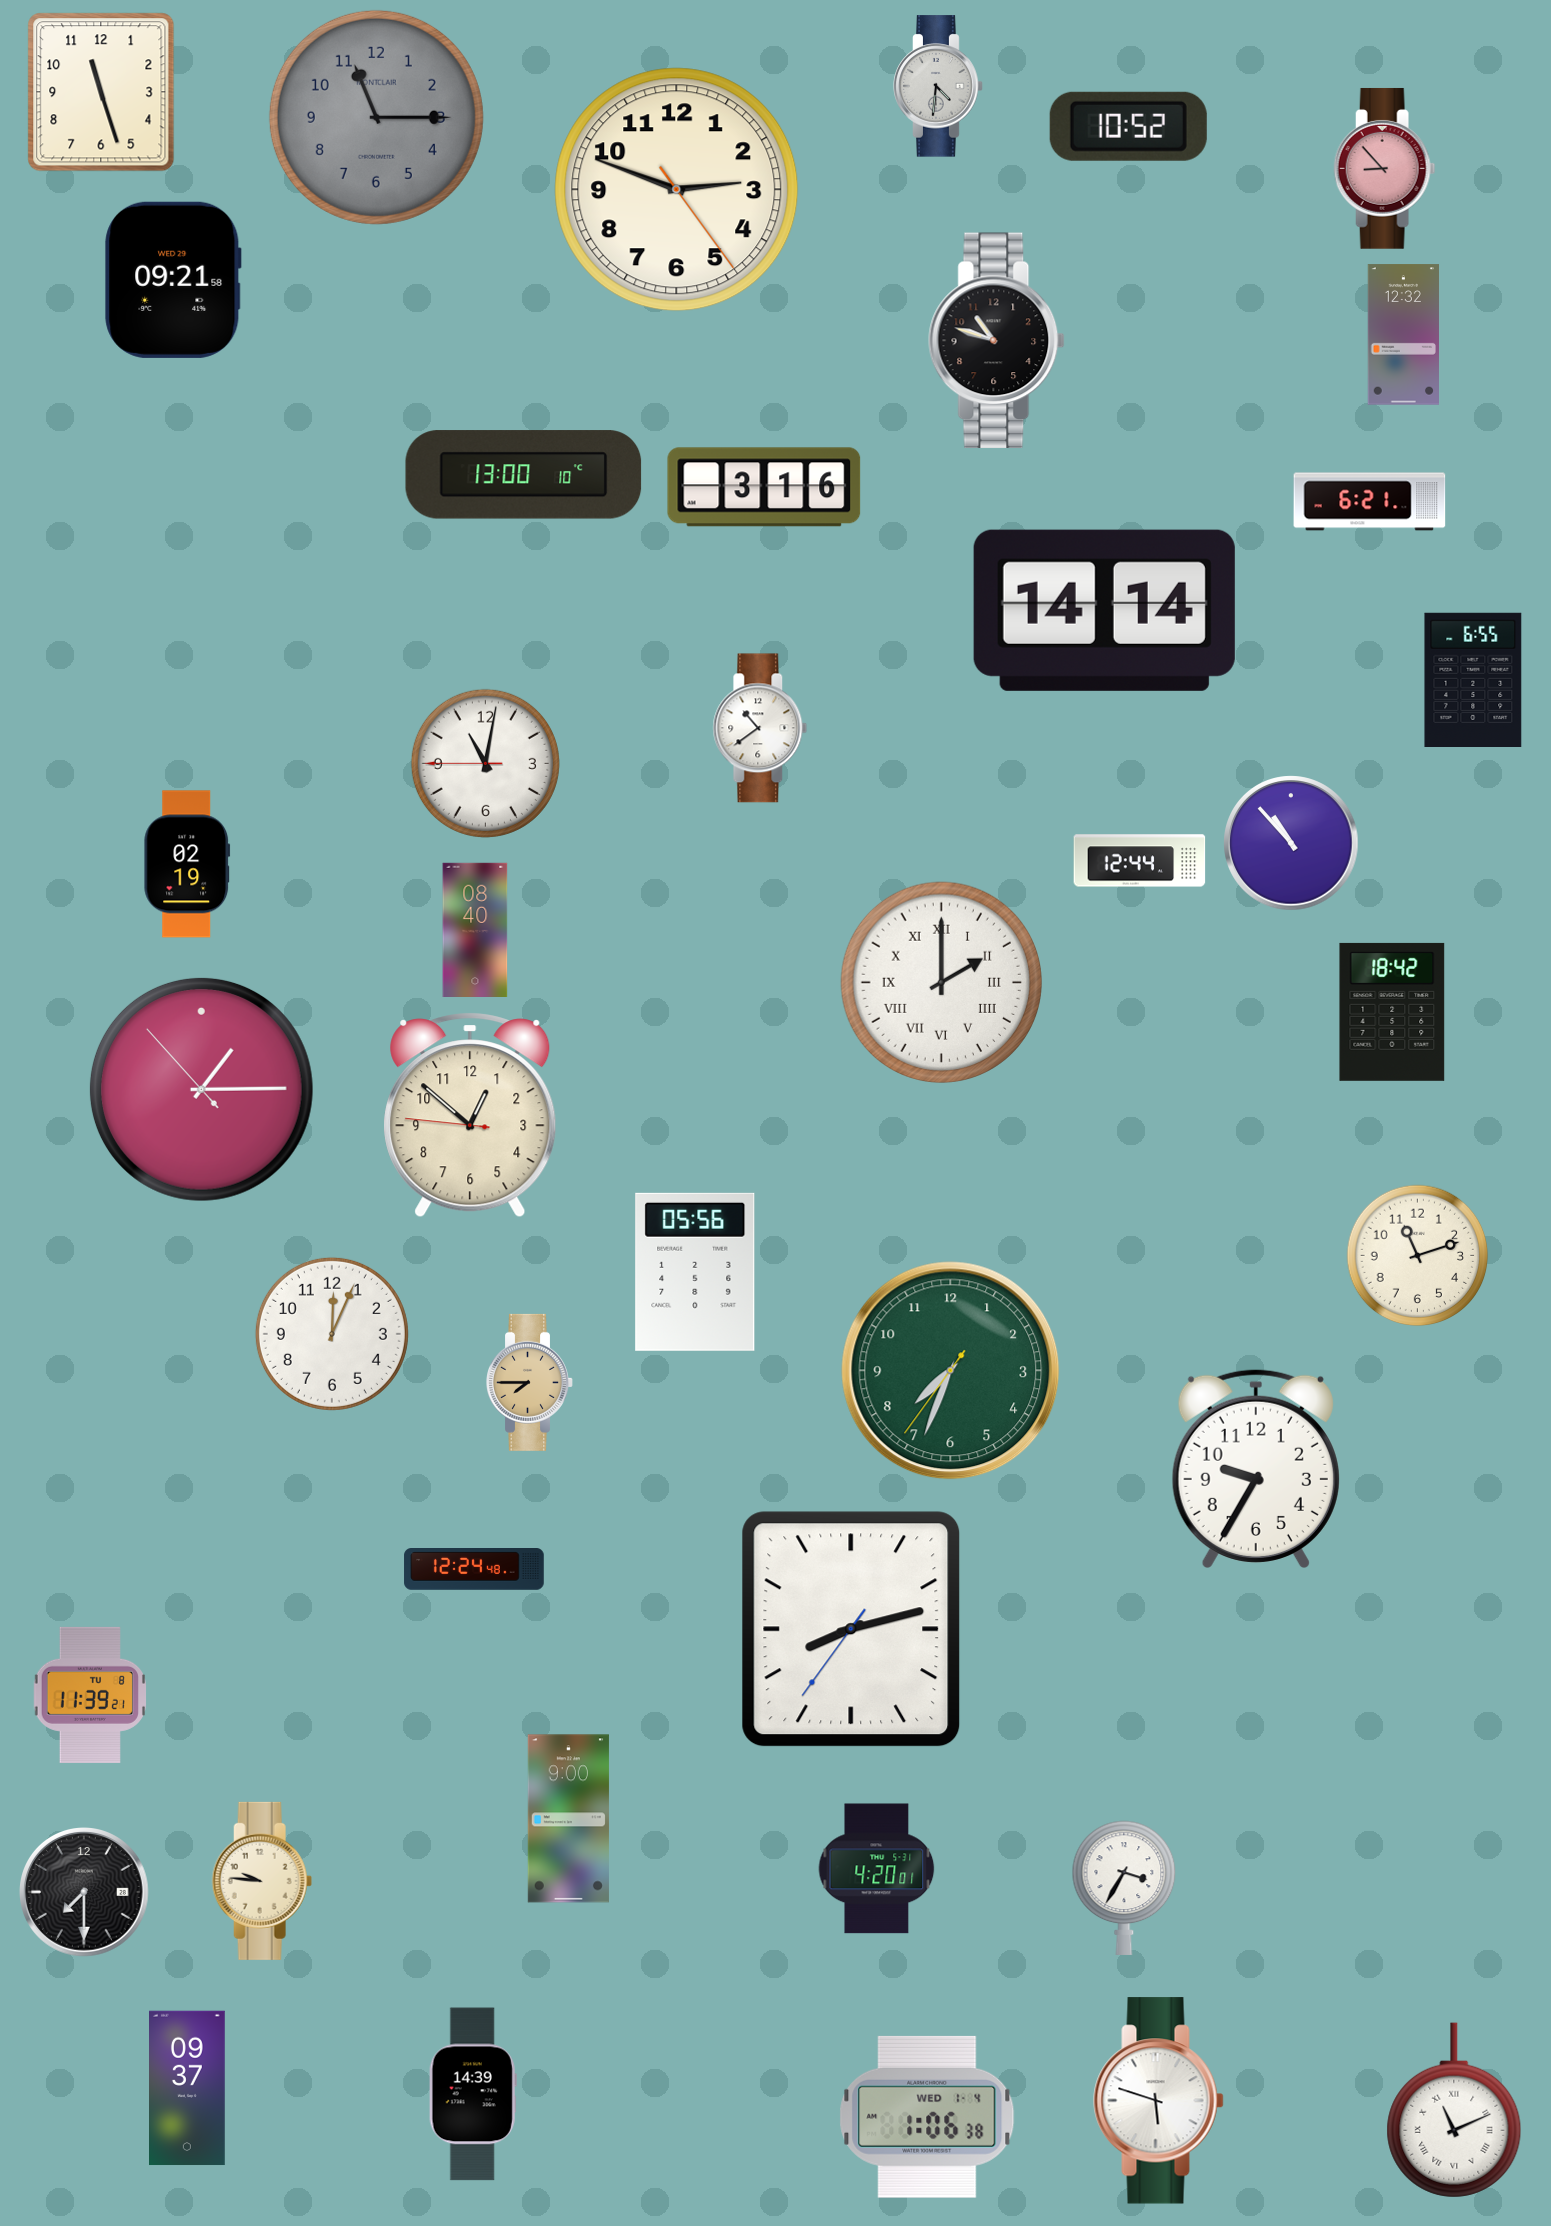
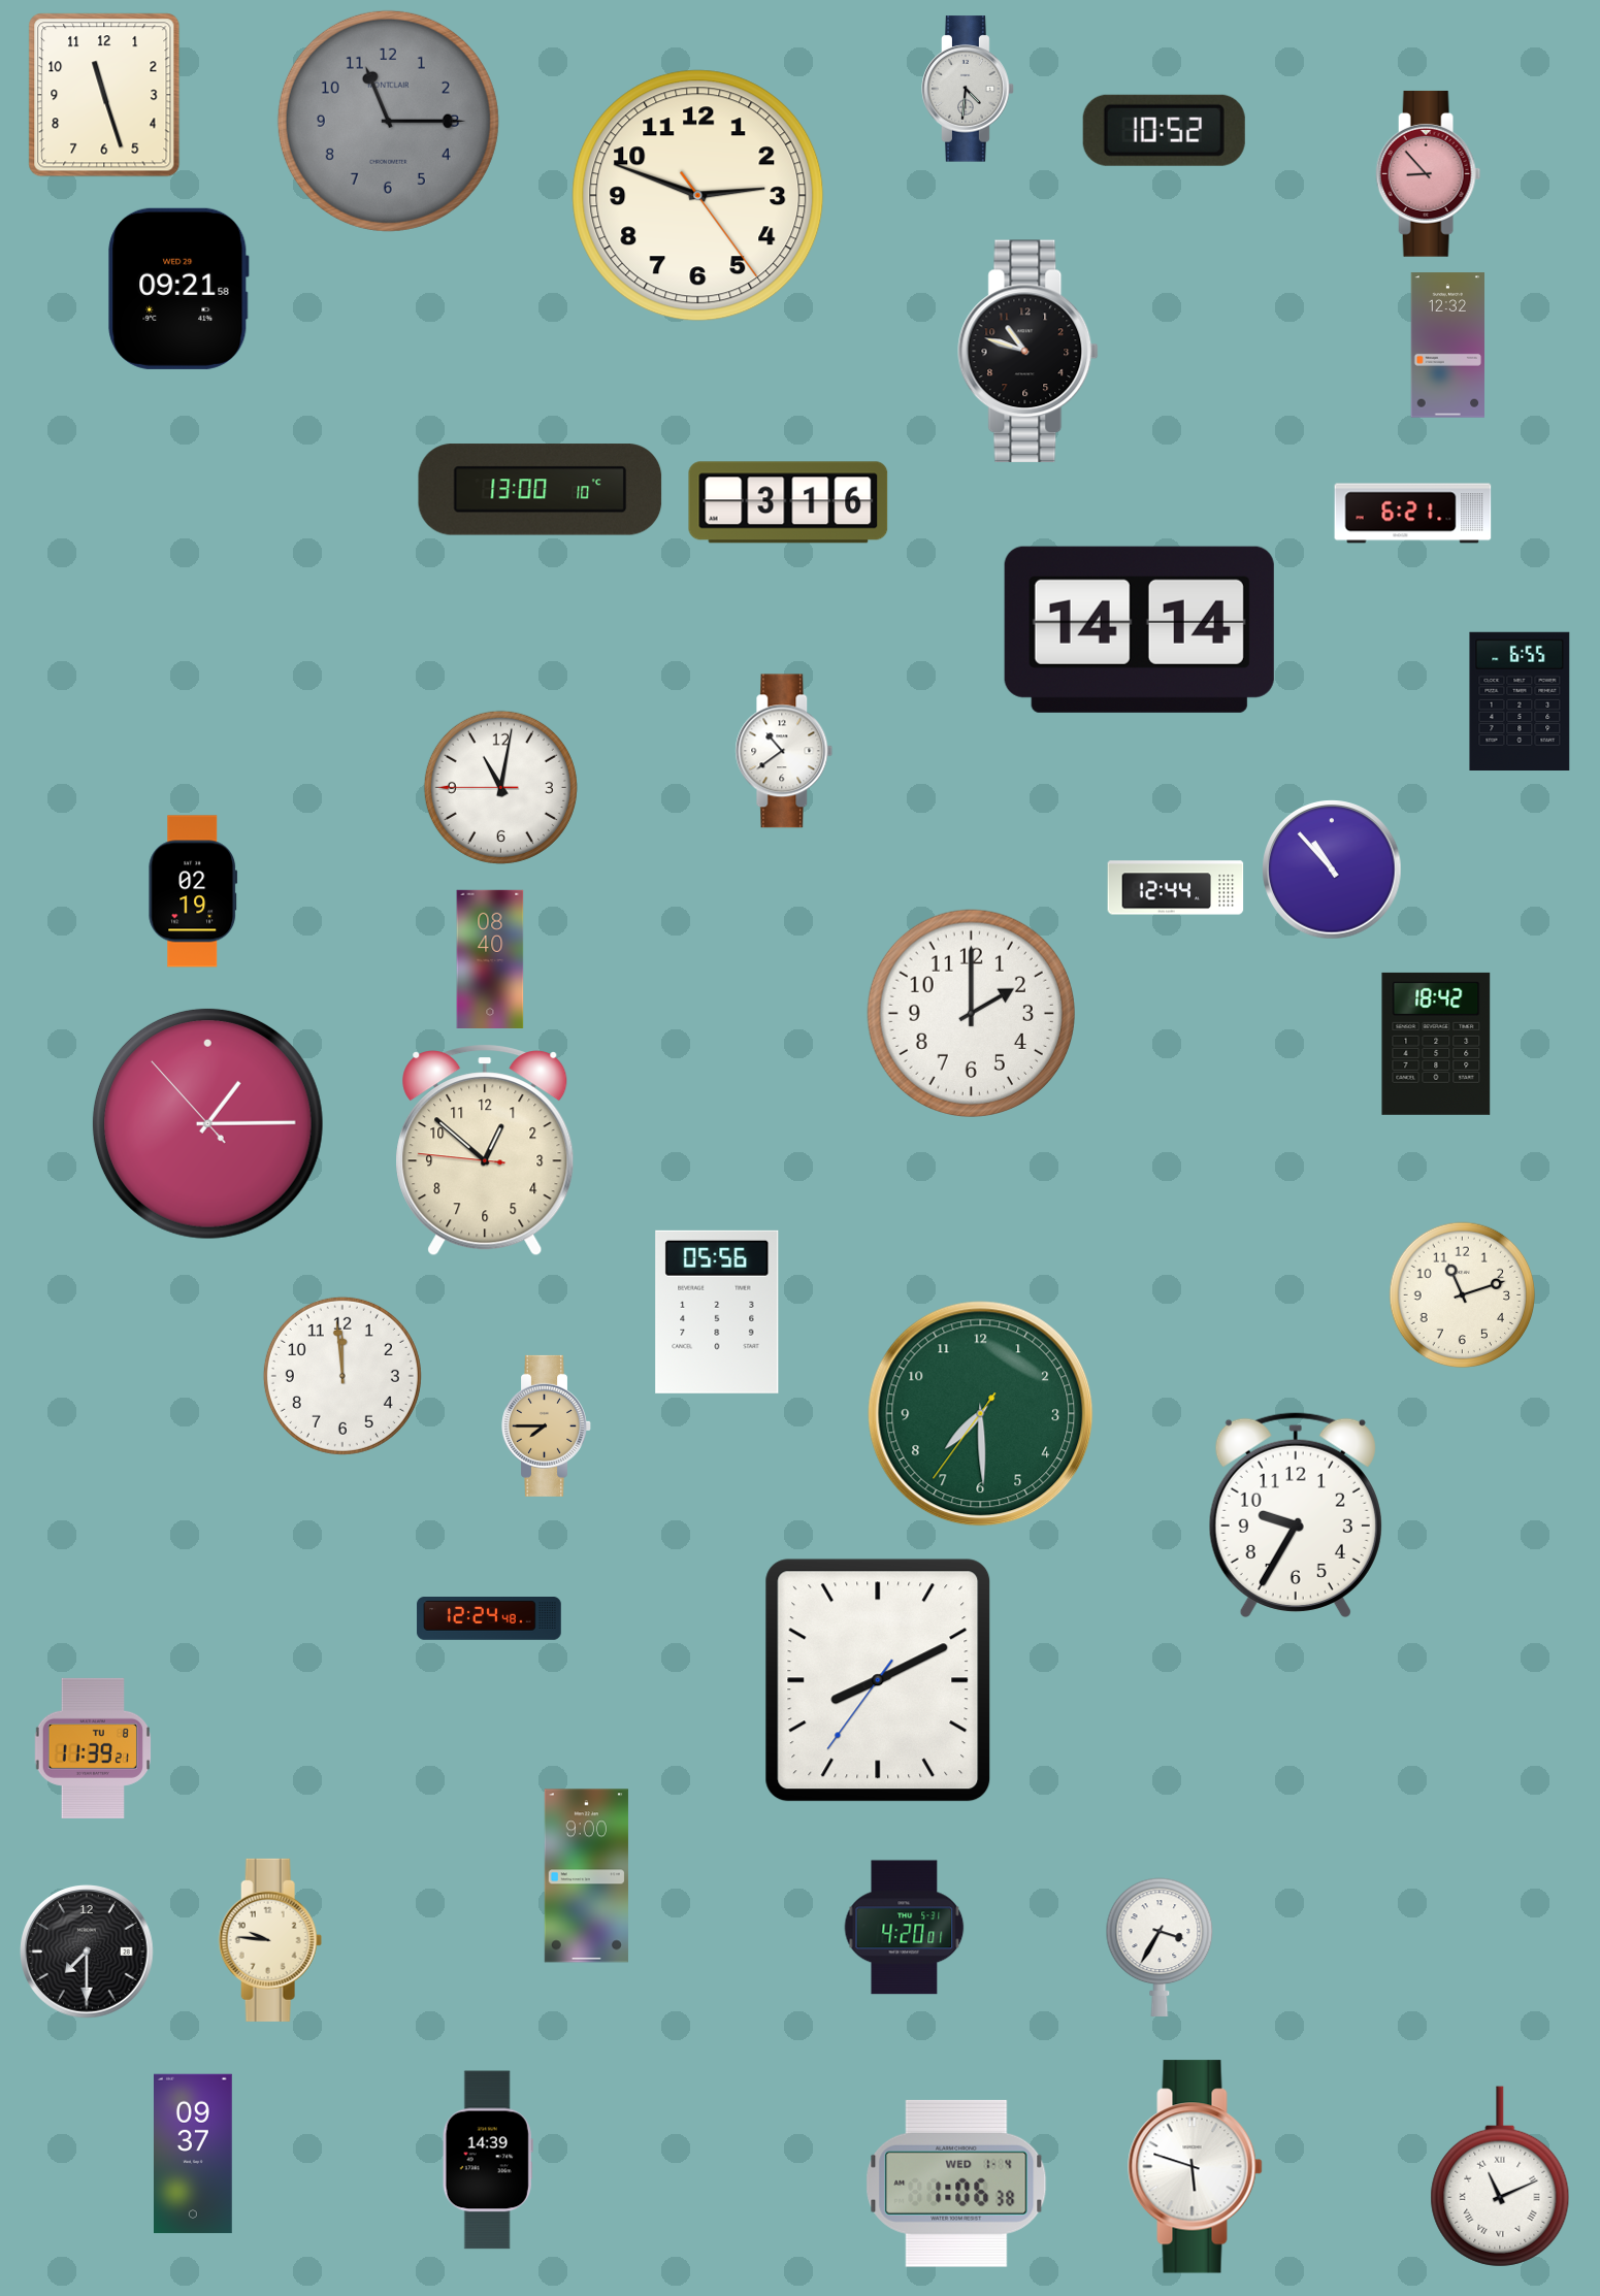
clock at (1370, 502) position: (1370, 502) -> (1413, 514)
clock at (941, 982) numerals: Roman -> Arabic
clock at (332, 1334): 12:04 -> 11:59
clock at (951, 1371): 7:33 -> 7:29
clock at (851, 1629): 8:12 -> 8:10
